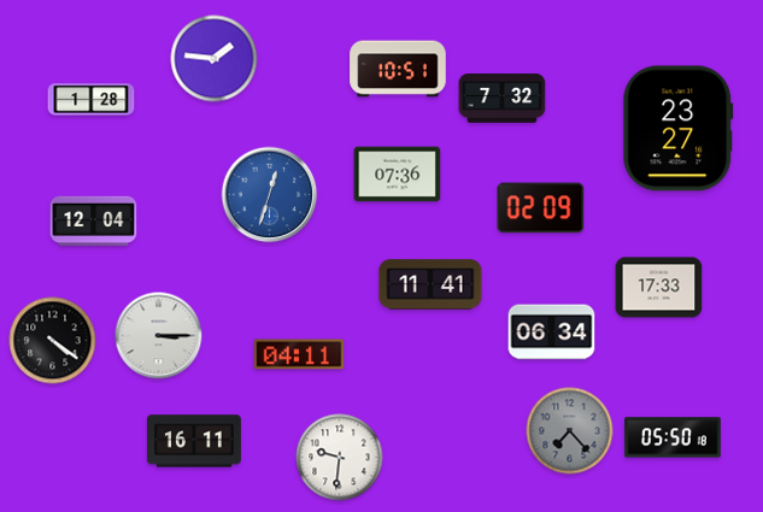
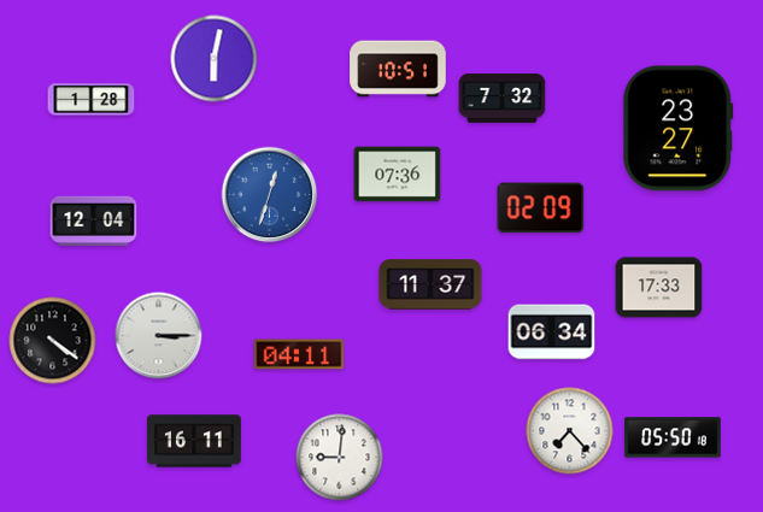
clock at (215, 59): 1:46 -> 6:02
clock at (430, 284): 11:41 -> 11:37
clock at (570, 431) dial: grey -> white
clock at (340, 458): 9:31 -> 9:01
